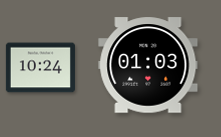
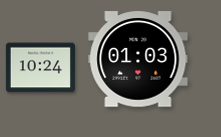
clock at (148, 65) position: (148, 65) -> (138, 59)
